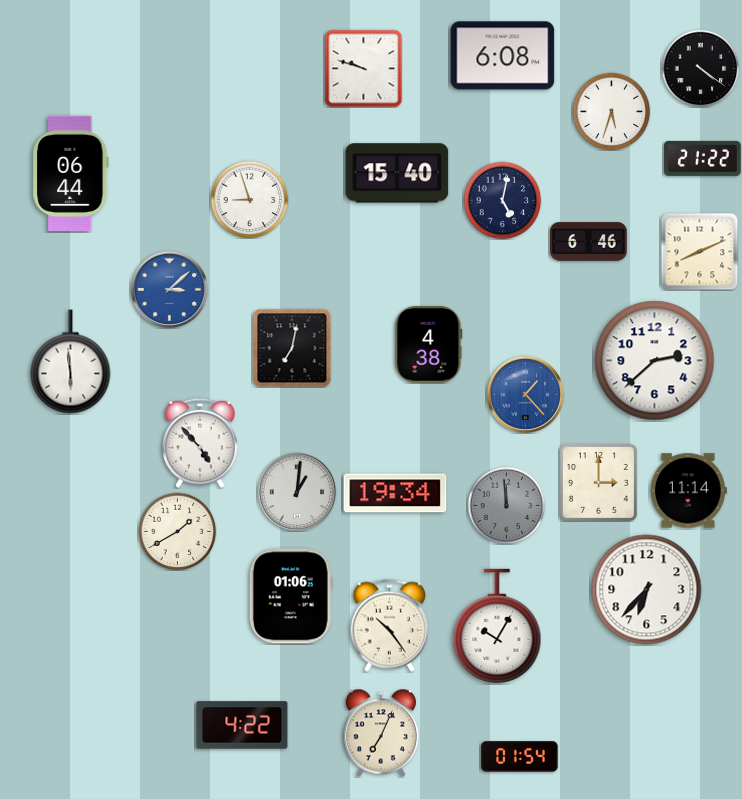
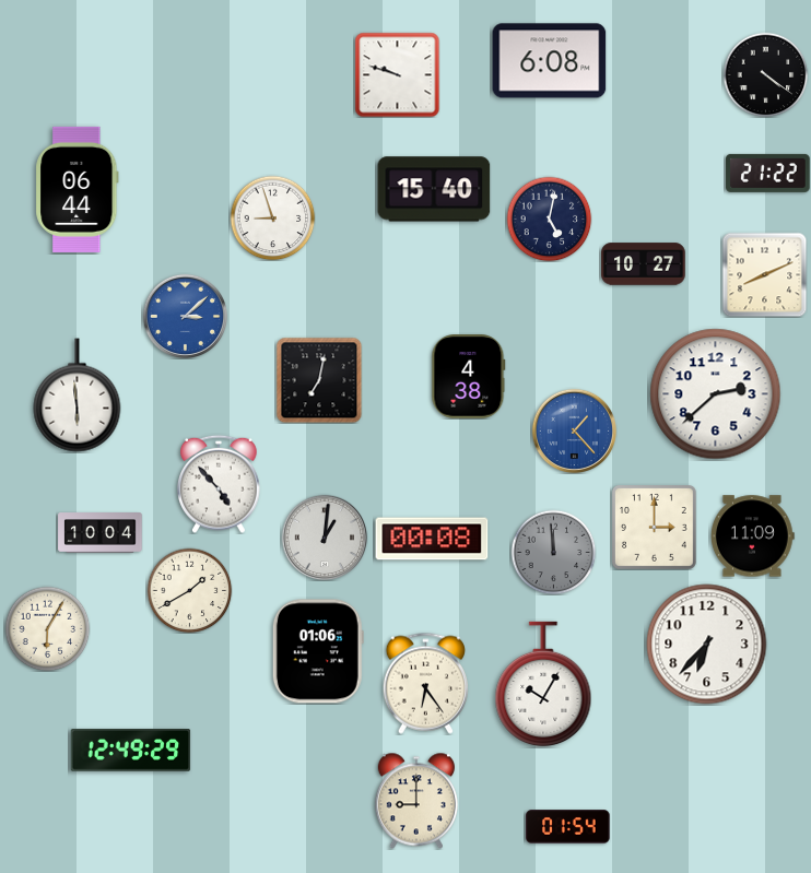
clock at (611, 111): 5:33 -> none
clock at (589, 242): 6:46 -> 10:27
clock at (101, 533): none -> 10:04
clock at (688, 491): 11:14 -> 11:09
clock at (395, 493): 19:34 -> 00:08
clock at (177, 531) position: (177, 531) -> (189, 590)
clock at (47, 628): none -> 6:05
clock at (389, 625): 10:24 -> 6:24
clock at (131, 751): none -> 12:49
clock at (242, 725): 4:22 -> none
clock at (381, 733): 7:04 -> 9:00
